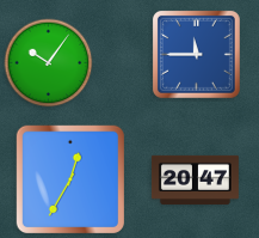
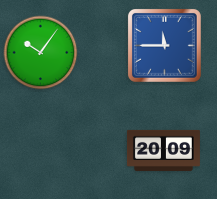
clock at (69, 178): 12:35 -> none
clock at (195, 179): 20:47 -> 20:09
